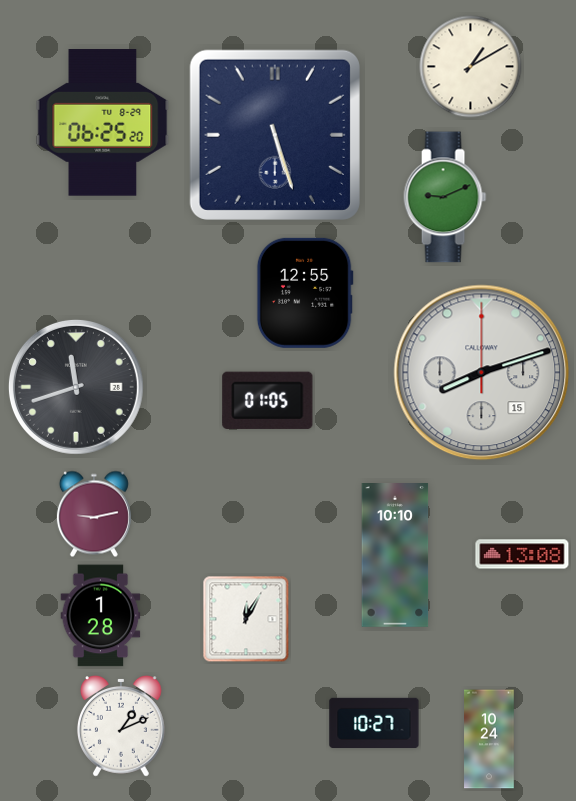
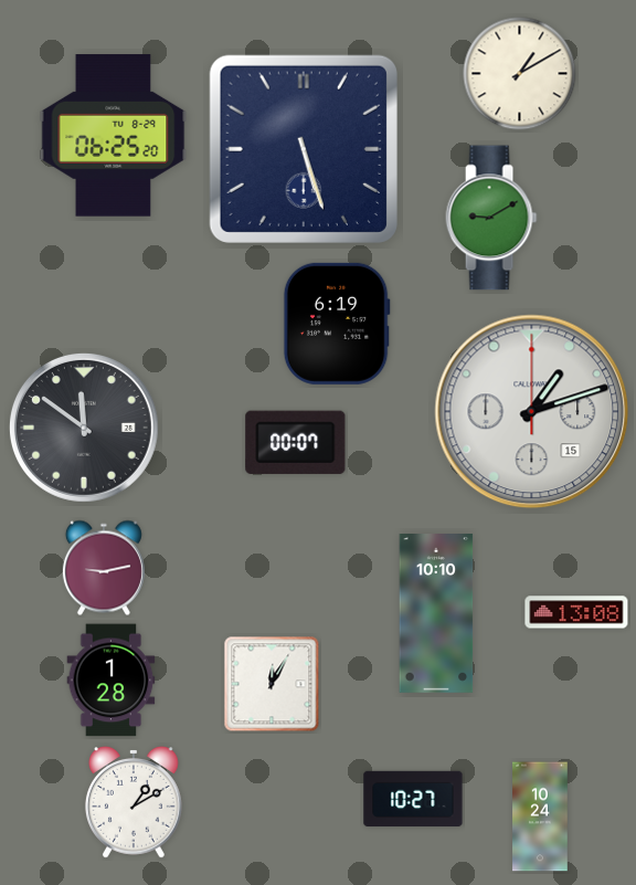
clock at (445, 197): 9:11 -> 9:10
clock at (305, 293): 12:55 -> 6:19
clock at (482, 373): 8:12 -> 1:12
clock at (76, 387): 11:42 -> 11:51
clock at (268, 400): 01:05 -> 00:07
clock at (121, 727): 1:11 -> 1:10
